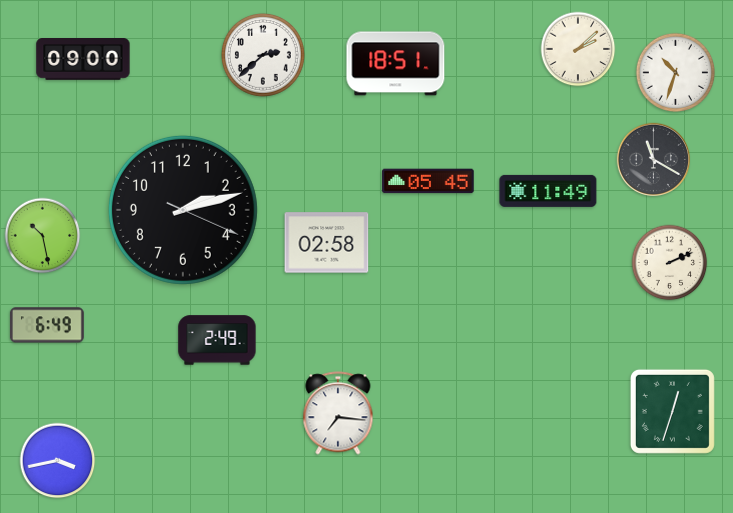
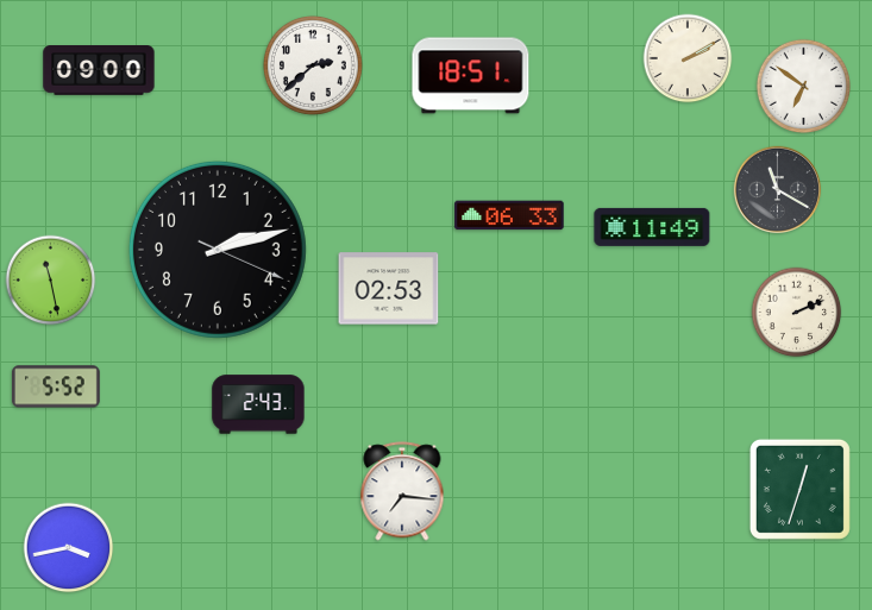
clock at (578, 49): 2:08 -> 2:10
clock at (675, 72): 10:33 -> 6:51
clock at (428, 181): 05:45 -> 06:33
clock at (43, 236): 10:28 -> 11:28
clock at (327, 243): 02:58 -> 02:53
clock at (47, 325): 6:49 -> 5:52
clock at (217, 340): 2:49 -> 2:43
